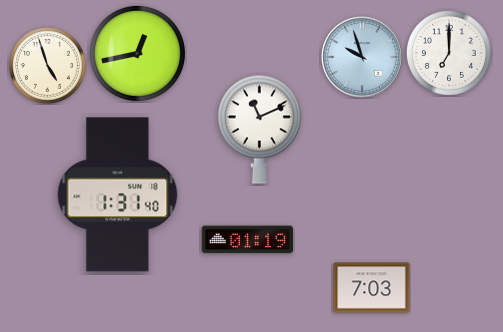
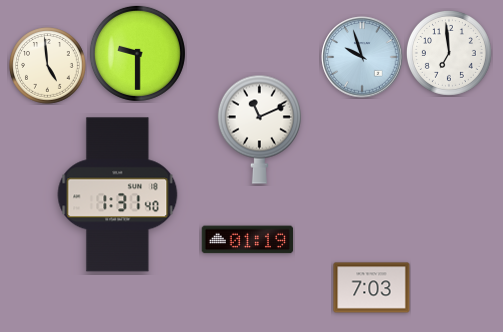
clock at (137, 53): 12:43 -> 9:30
clock at (449, 53): 7:00 -> 6:59
clock at (48, 66): 4:57 -> 4:59
